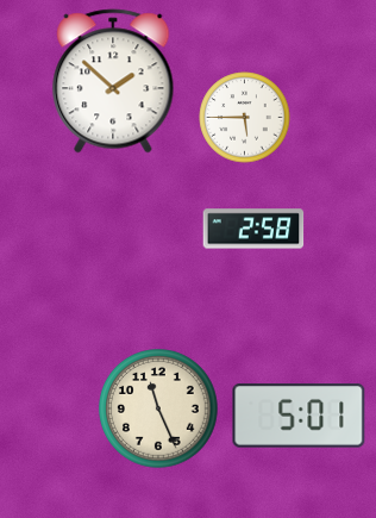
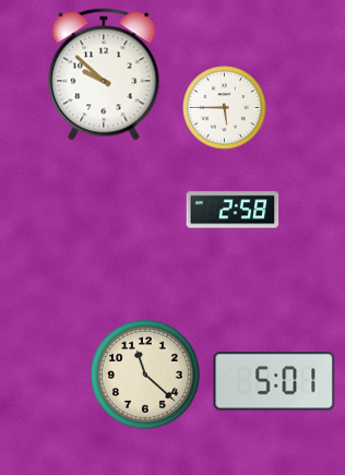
clock at (113, 81): 1:52 -> 9:52
clock at (158, 408): 11:26 -> 11:22
